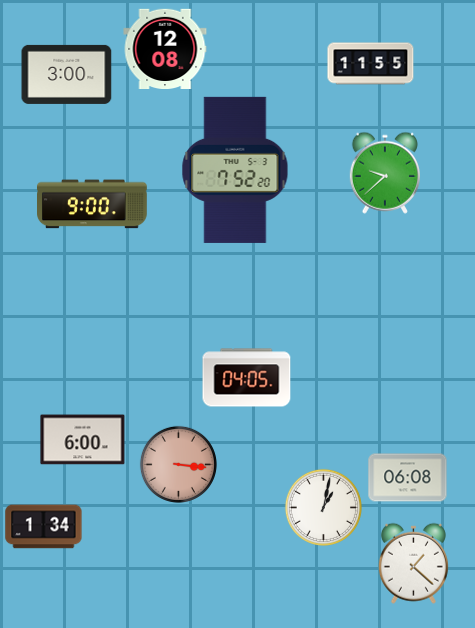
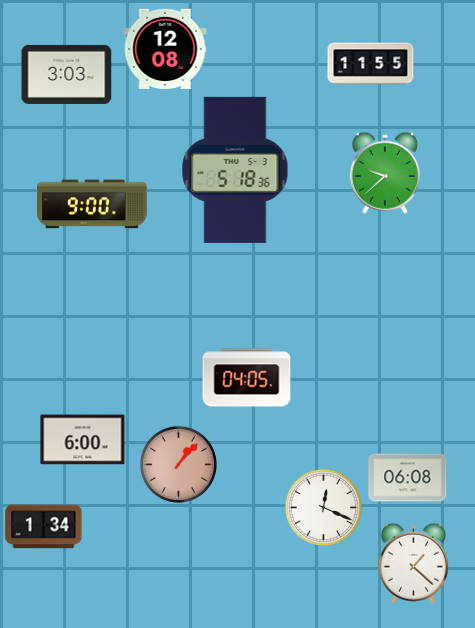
clock at (67, 74): 3:00 -> 3:03
clock at (235, 170): 7:52 -> 5:18
clock at (178, 464): 3:16 -> 1:07
clock at (323, 507): 1:02 -> 12:19
